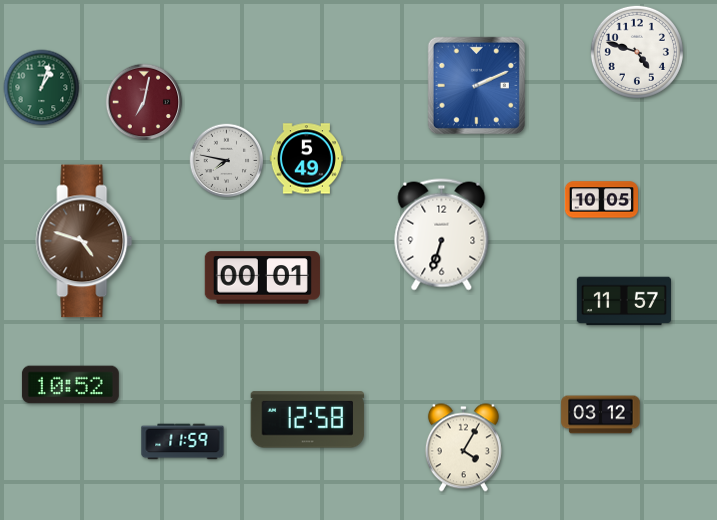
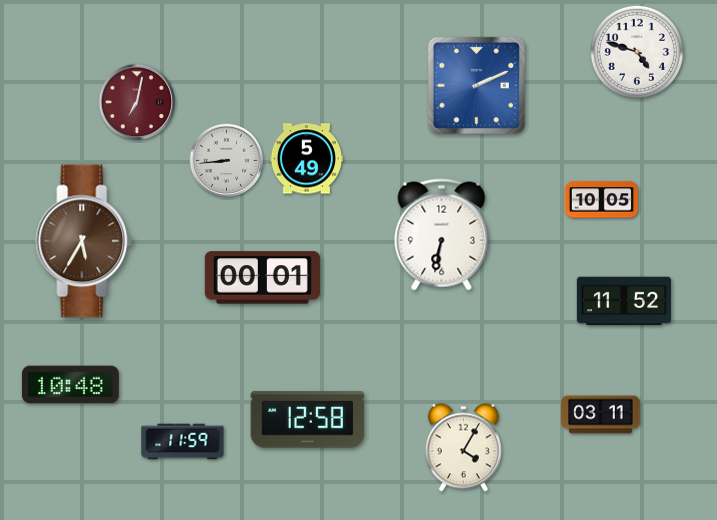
clock at (42, 88): 1:03 -> none
clock at (144, 102) position: (144, 102) -> (137, 102)
clock at (227, 161): 7:47 -> 8:44
clock at (442, 235): 6:33 -> 6:32
clock at (84, 241): 4:48 -> 5:35
clock at (623, 301): 11:57 -> 11:52
clock at (70, 385): 10:52 -> 10:48
clock at (601, 415): 03:12 -> 03:11
